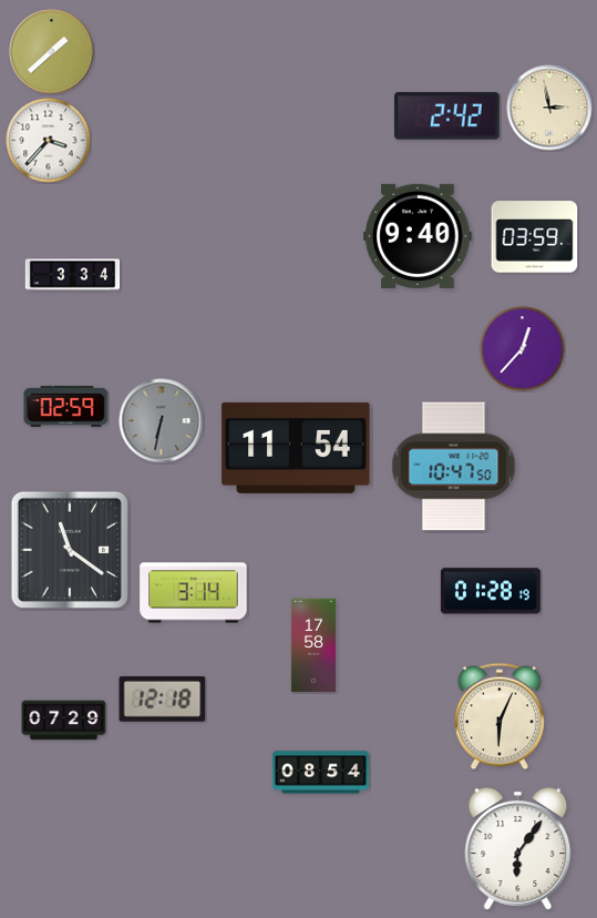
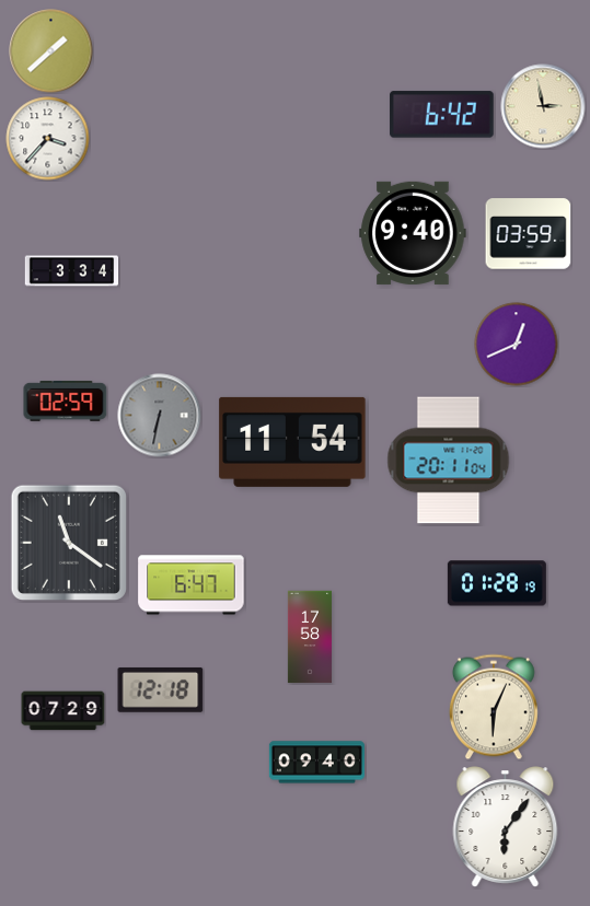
clock at (447, 116): 2:42 -> 6:42
clock at (523, 349): 12:37 -> 12:41
clock at (454, 467): 10:47 -> 20:11
clock at (491, 591) position: (491, 591) -> (497, 583)
clock at (194, 593): 3:14 -> 6:47
clock at (320, 773): 08:54 -> 09:40
clock at (518, 849) position: (518, 849) -> (506, 827)
